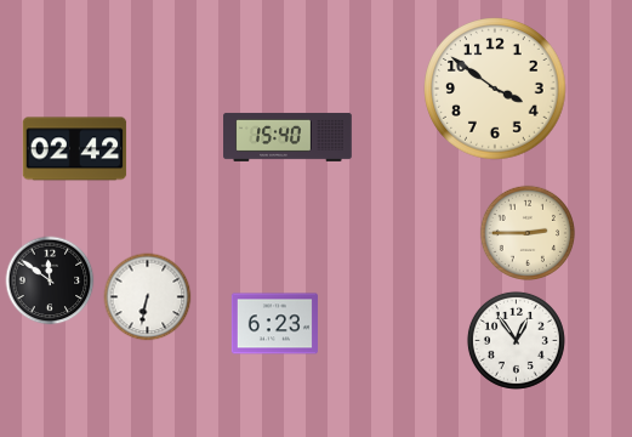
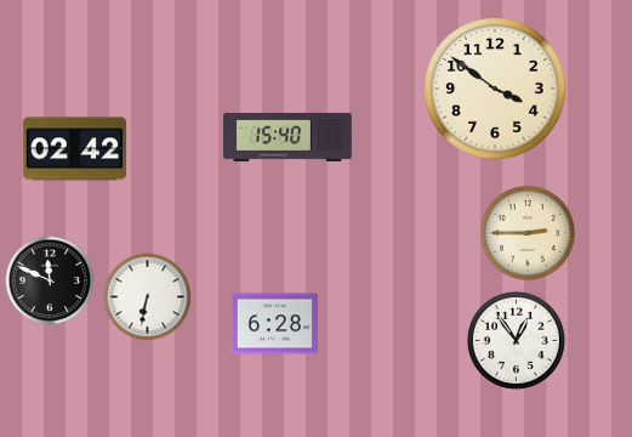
clock at (50, 280): 11:51 -> 11:49
clock at (274, 324): 6:23 -> 6:28
